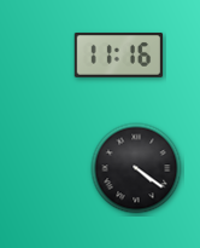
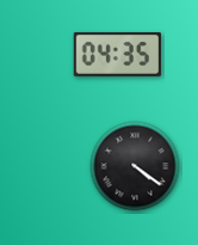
clock at (119, 56): 11:16 -> 04:35
